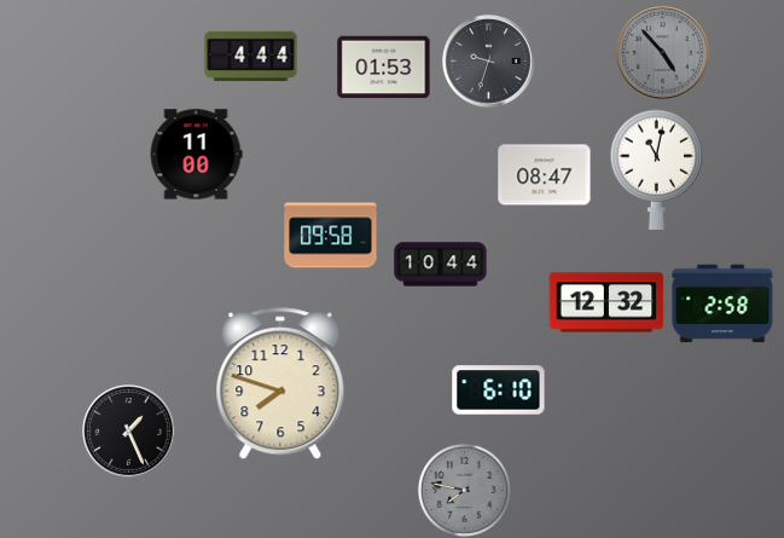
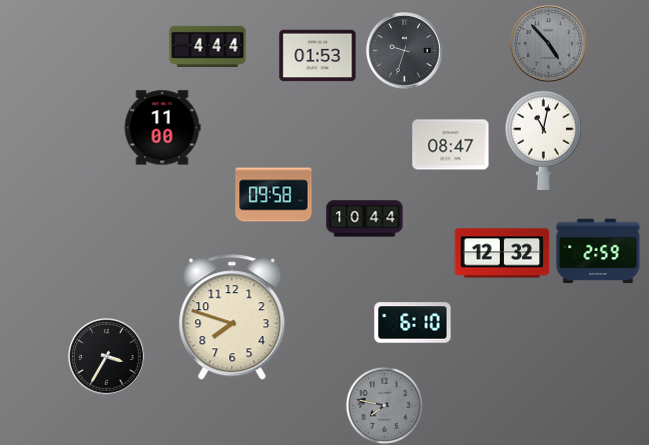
clock at (606, 302) position: (606, 302) -> (502, 253)
clock at (722, 303): 2:58 -> 2:59
clock at (129, 432): 1:26 -> 3:35
